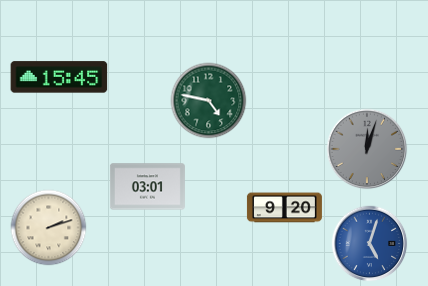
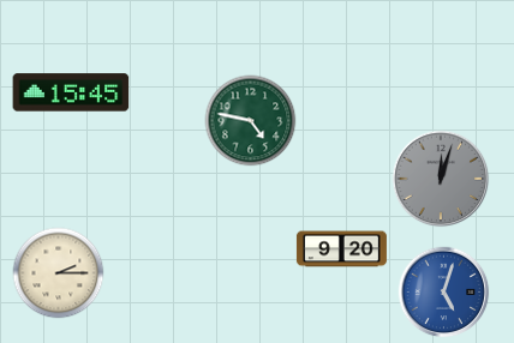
clock at (147, 187): 03:01 -> none
clock at (49, 228): 2:12 -> 2:15
